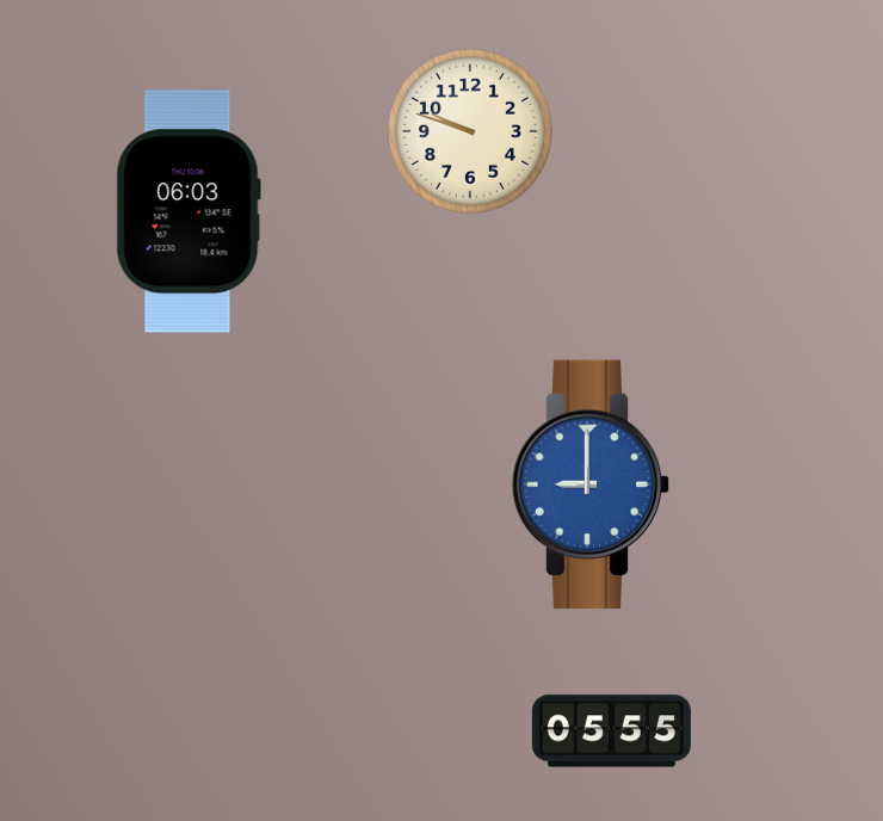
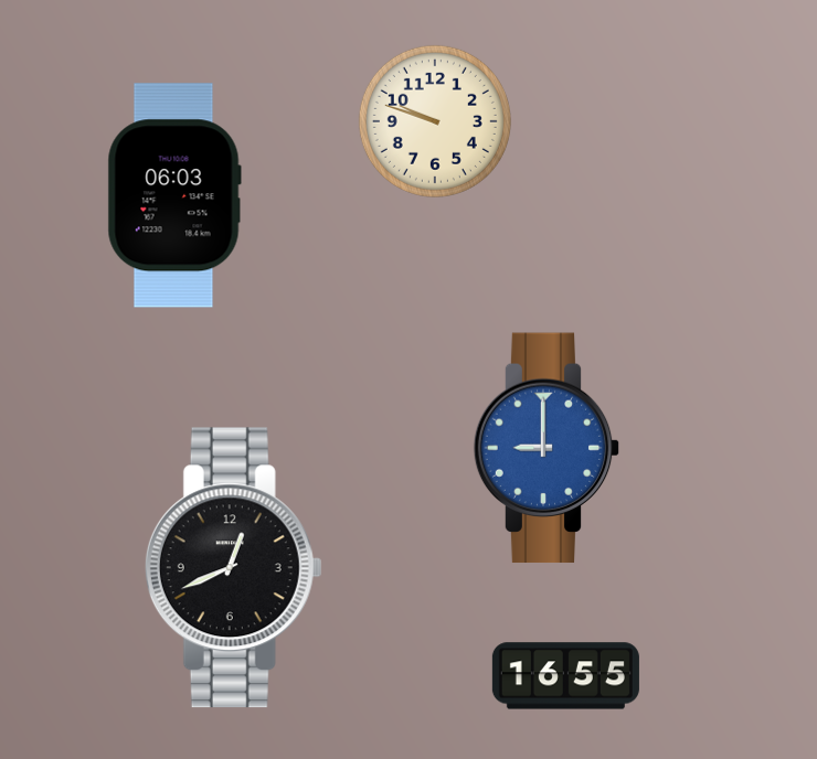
clock at (233, 568): none -> 12:41
clock at (611, 732): 05:55 -> 16:55
